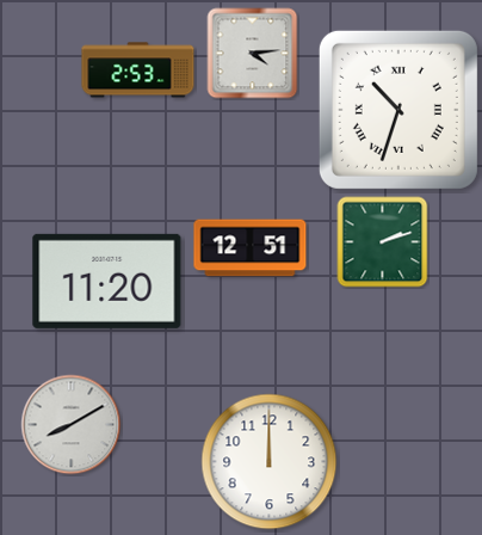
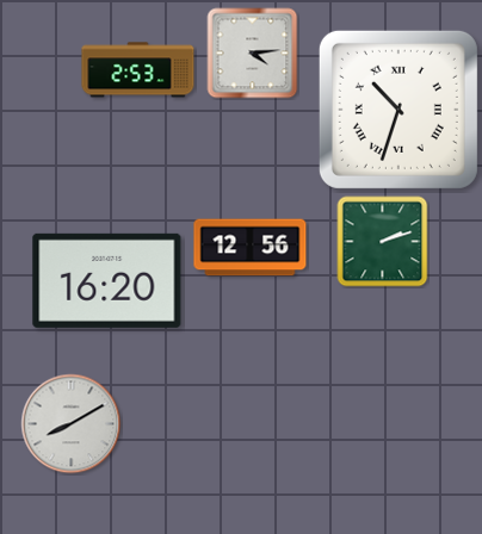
clock at (251, 248): 12:51 -> 12:56
clock at (107, 281): 11:20 -> 16:20
clock at (270, 462): 12:00 -> none
